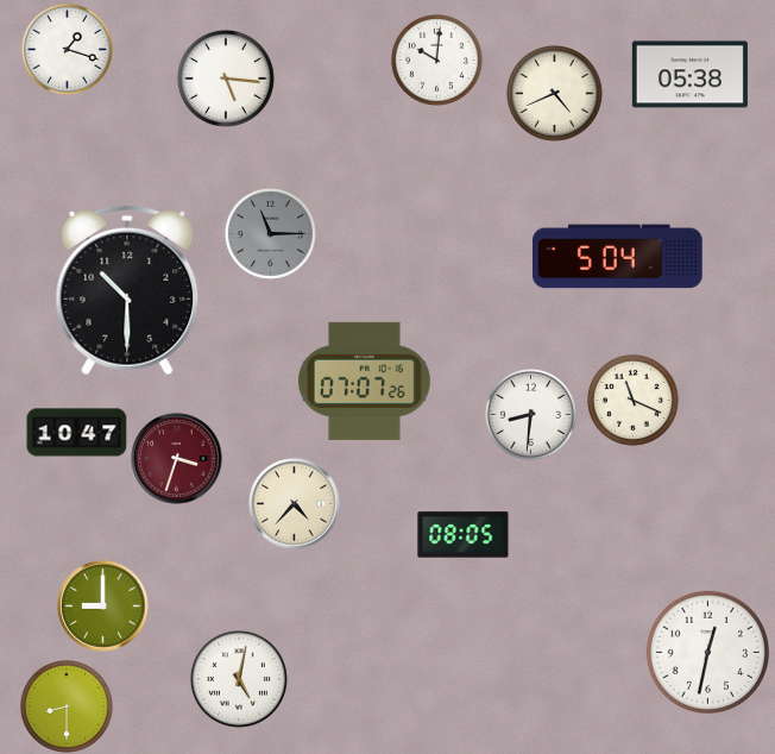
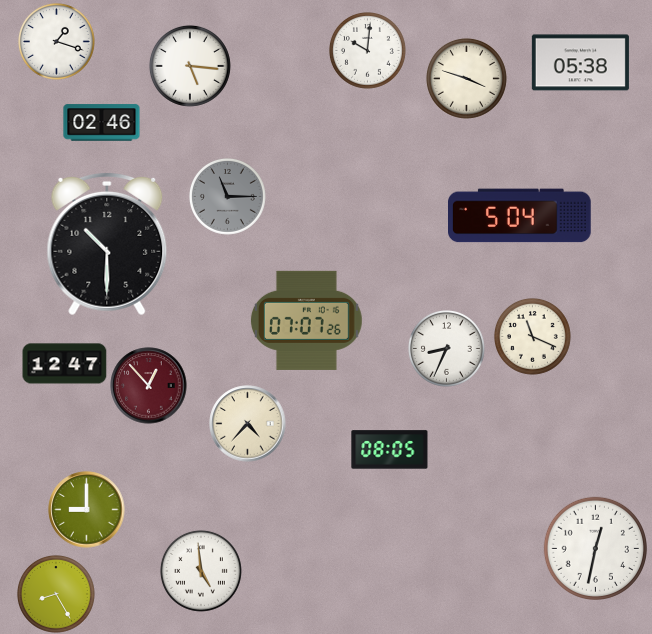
clock at (554, 93): 4:41 -> 3:48
clock at (102, 123): none -> 02:46
clock at (531, 415): 8:31 -> 8:34
clock at (77, 433): 10:47 -> 12:47
clock at (177, 459): 3:33 -> 12:53
clock at (239, 679): 5:02 -> 4:59
clock at (67, 706): 8:30 -> 8:25
